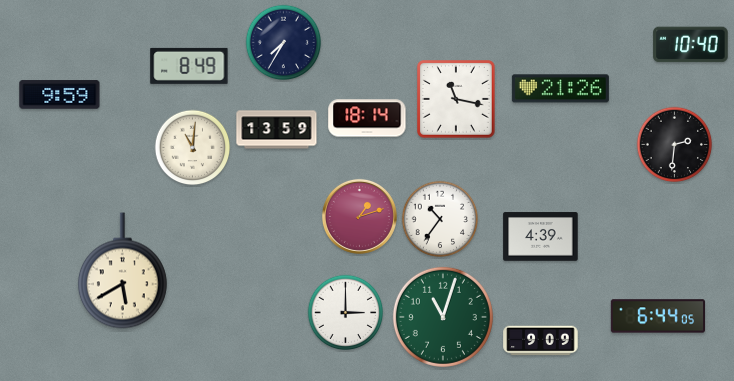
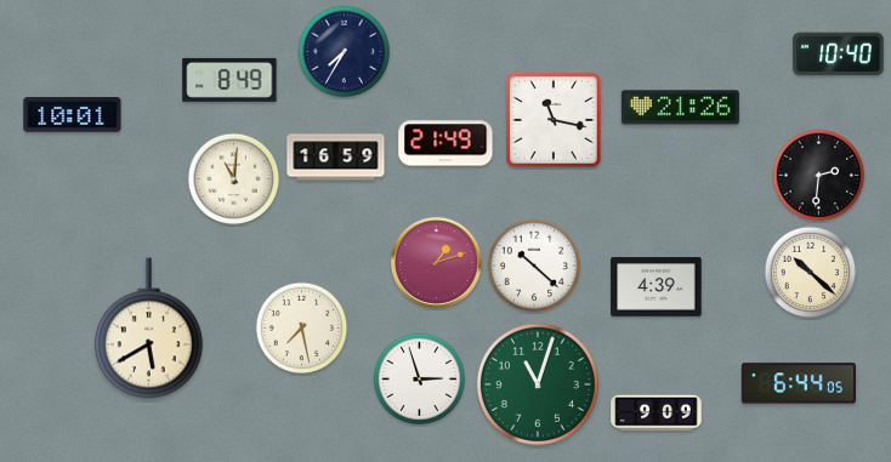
clock at (60, 95): 9:59 -> 10:01
clock at (367, 118): 18:14 -> 21:49
clock at (277, 130): 13:59 -> 16:59
clock at (440, 219): 10:36 -> 10:22
clock at (811, 273): none -> 10:22
clock at (302, 329): none -> 7:28
clock at (346, 313): 3:00 -> 2:57
